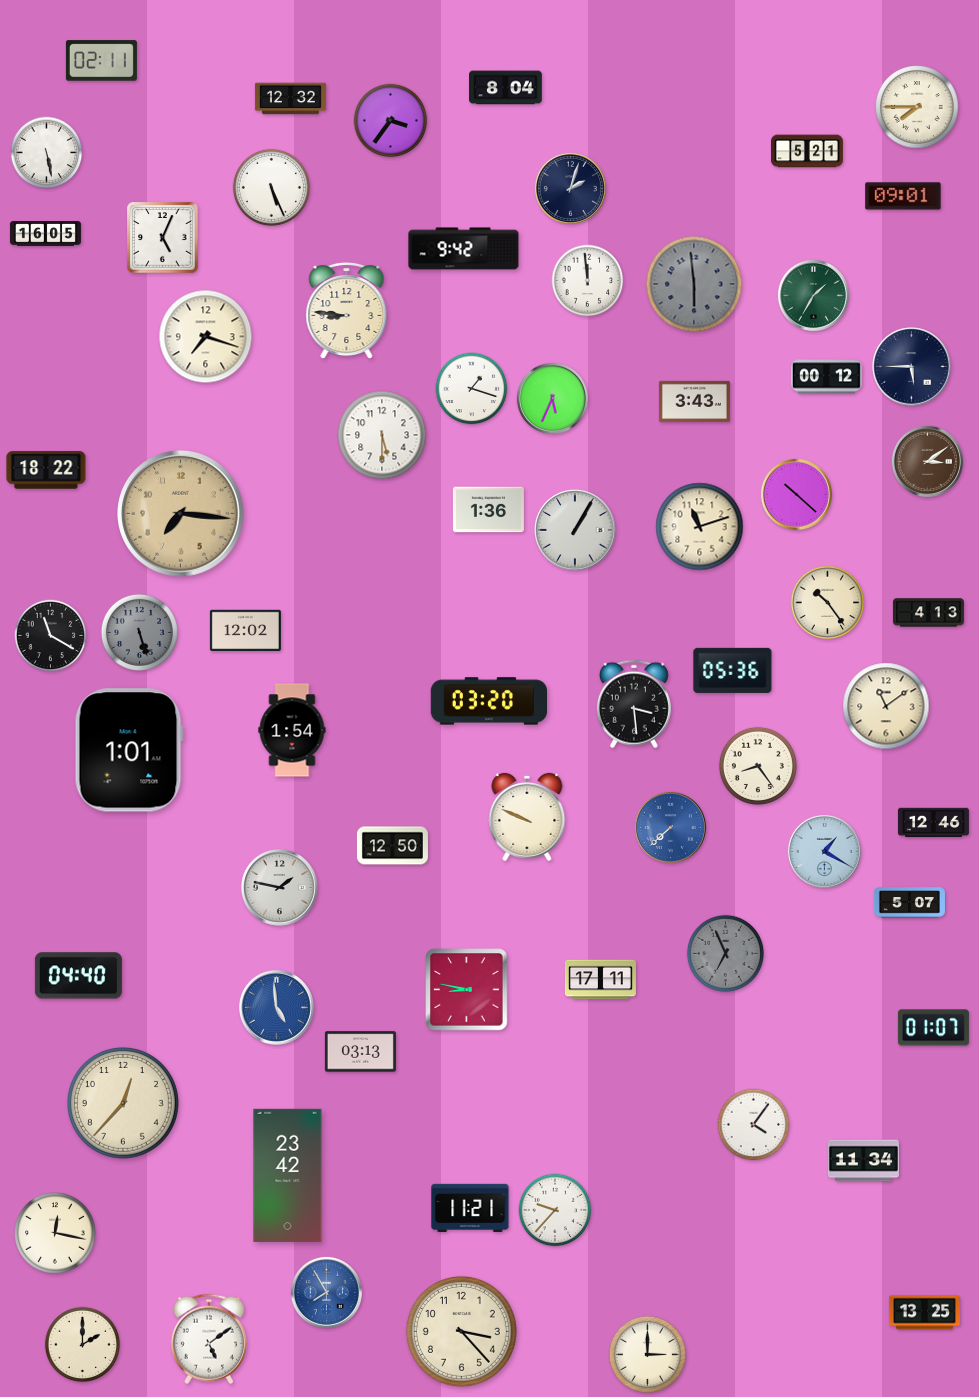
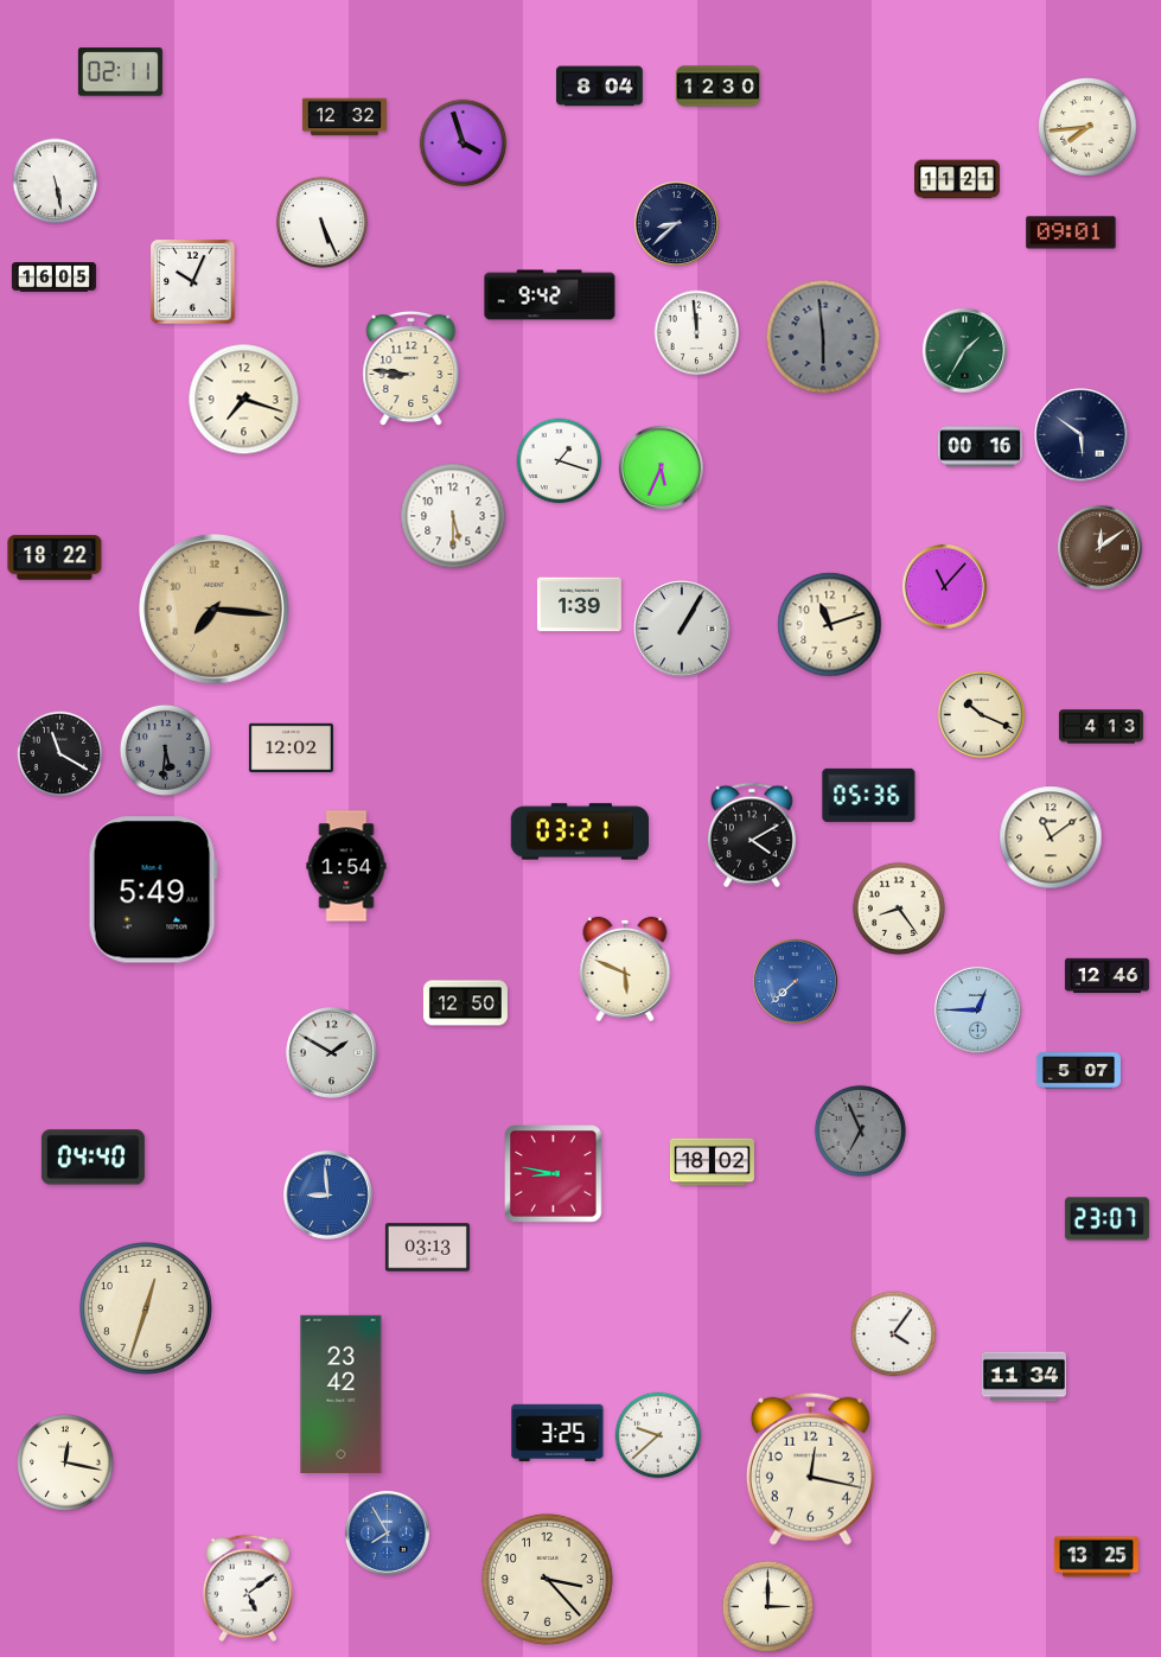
clock at (717, 87): none -> 12:30
clock at (506, 88) position: (506, 88) -> (600, 87)
clock at (917, 107): 7:45 -> 7:44
clock at (391, 121): 3:36 -> 3:57
clock at (808, 151): 5:21 -> 11:21
clock at (570, 188): 2:03 -> 8:38
clock at (163, 238): 5:04 -> 10:04
clock at (912, 367): 5:45 -> 5:51
clock at (826, 377): 00:12 -> 00:16
clock at (552, 398) position: (552, 398) -> (661, 467)
clock at (694, 401): 3:43 -> none
clock at (927, 461): 3:09 -> 12:09
clock at (796, 494): 10:22 -> 11:07
clock at (488, 510): 1:36 -> 1:39
clock at (828, 603): 10:24 -> 10:19
clock at (139, 632): 5:27 -> 5:31
clock at (489, 701): 03:20 -> 03:21
clock at (634, 704): 3:29 -> 4:10
clock at (129, 750): 1:01 -> 5:49
clock at (527, 817): 9:49 -> 5:49
clock at (824, 851): 1:20 -> 12:45
clock at (280, 888): 1:47 -> 1:50
clock at (600, 980): 17:11 -> 18:02
clock at (277, 1008): 4:59 -> 8:59
clock at (933, 1028): 01:07 -> 23:07
clock at (123, 1103): 12:37 -> 12:33
clock at (470, 1208): 11:21 -> 3:25
clock at (555, 1210): 9:37 -> 9:38
clock at (810, 1468): none -> 12:17
clock at (82, 1344): 2:00 -> none
